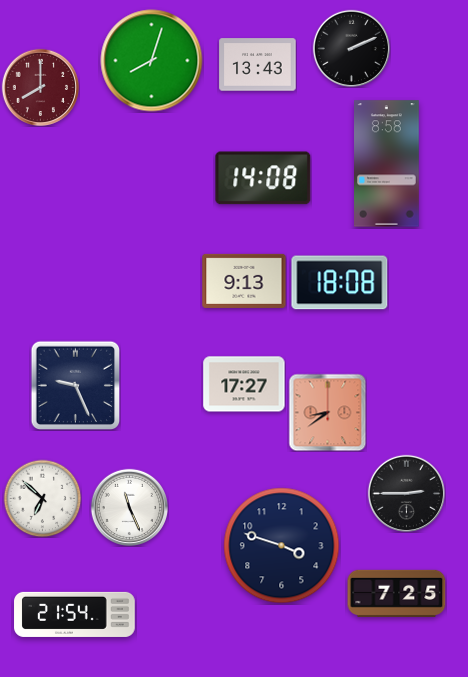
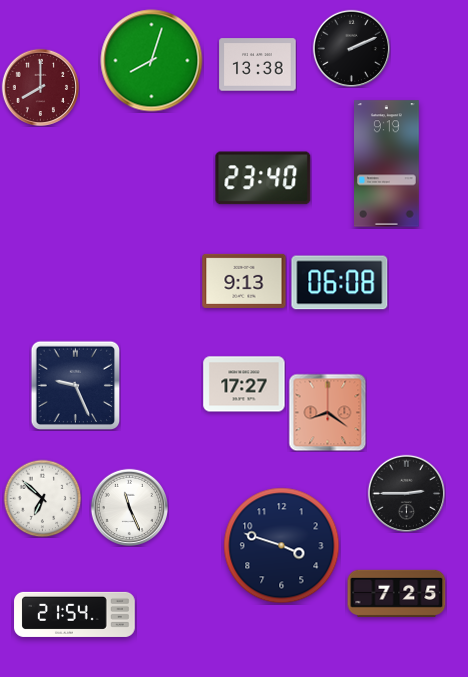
clock at (258, 65): 13:43 -> 13:38
clock at (387, 164): 8:58 -> 9:19
clock at (263, 178): 14:08 -> 23:40
clock at (340, 283): 18:08 -> 06:08
clock at (327, 412): 8:39 -> 8:21
